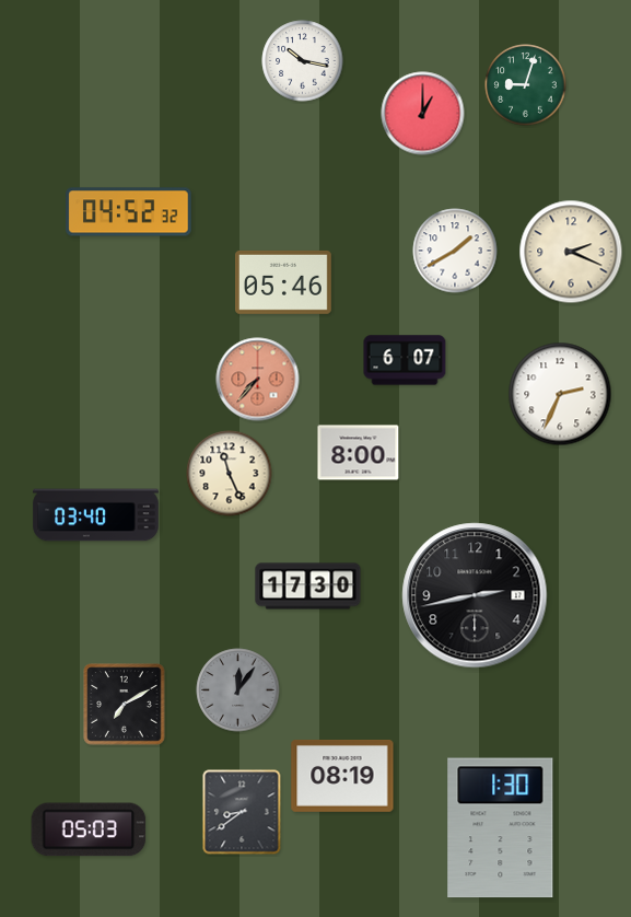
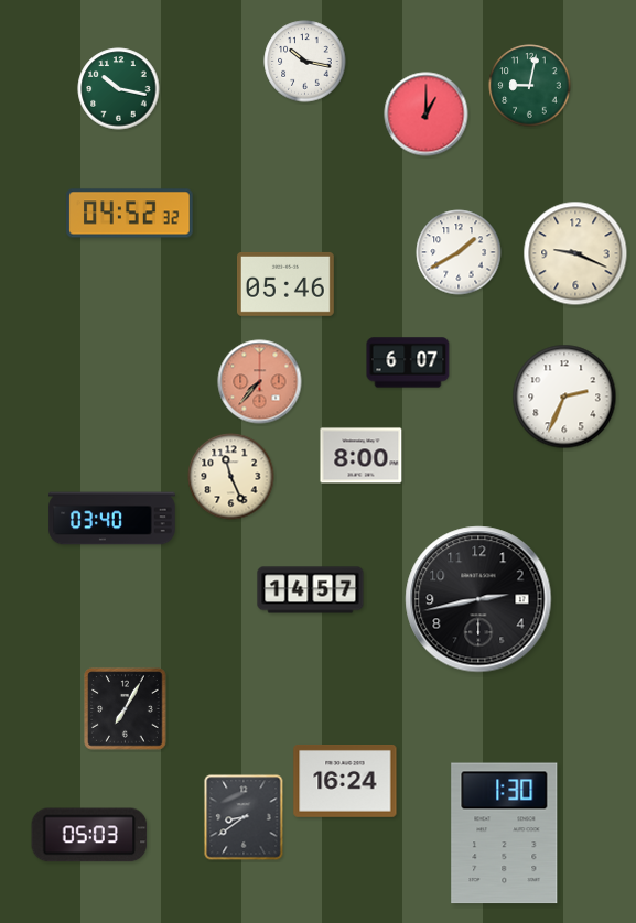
clock at (526, 85): 9:03 -> 9:02
clock at (119, 89): none -> 10:17
clock at (571, 252): 2:19 -> 9:19
clock at (96, 515) position: (96, 515) -> (112, 519)
clock at (308, 587): 17:30 -> 14:57
clock at (238, 690): 12:06 -> none
clock at (125, 705): 7:10 -> 7:05
clock at (342, 777): 08:19 -> 16:24
